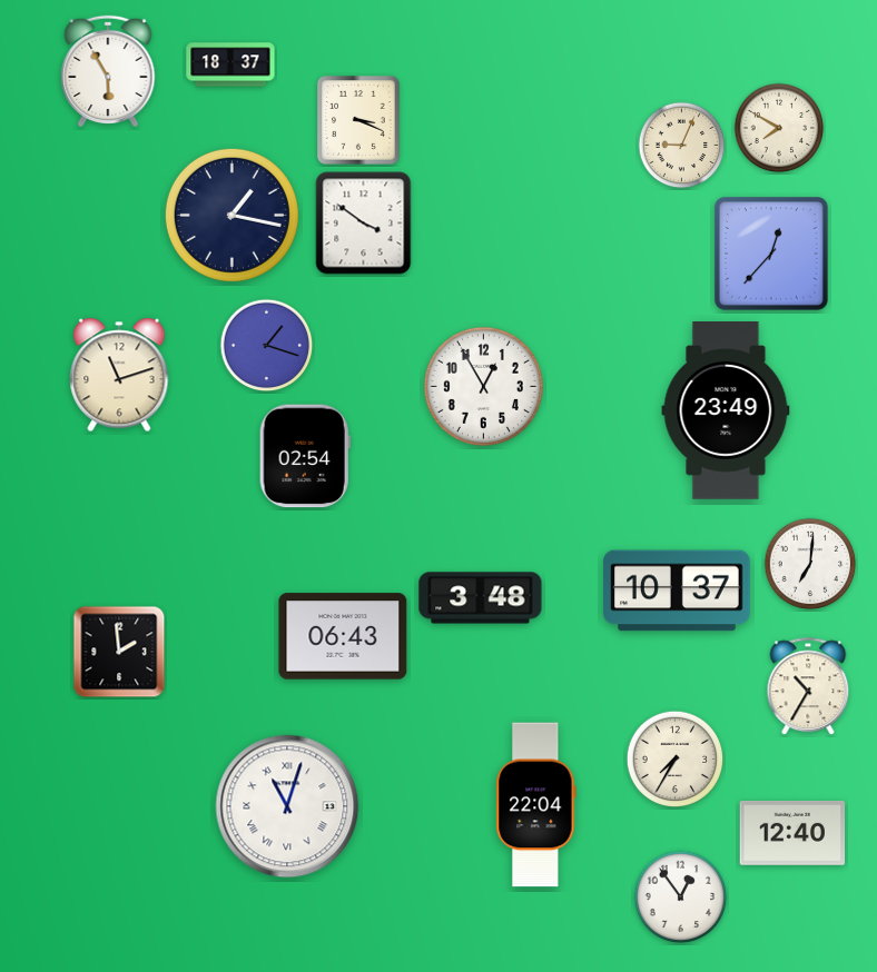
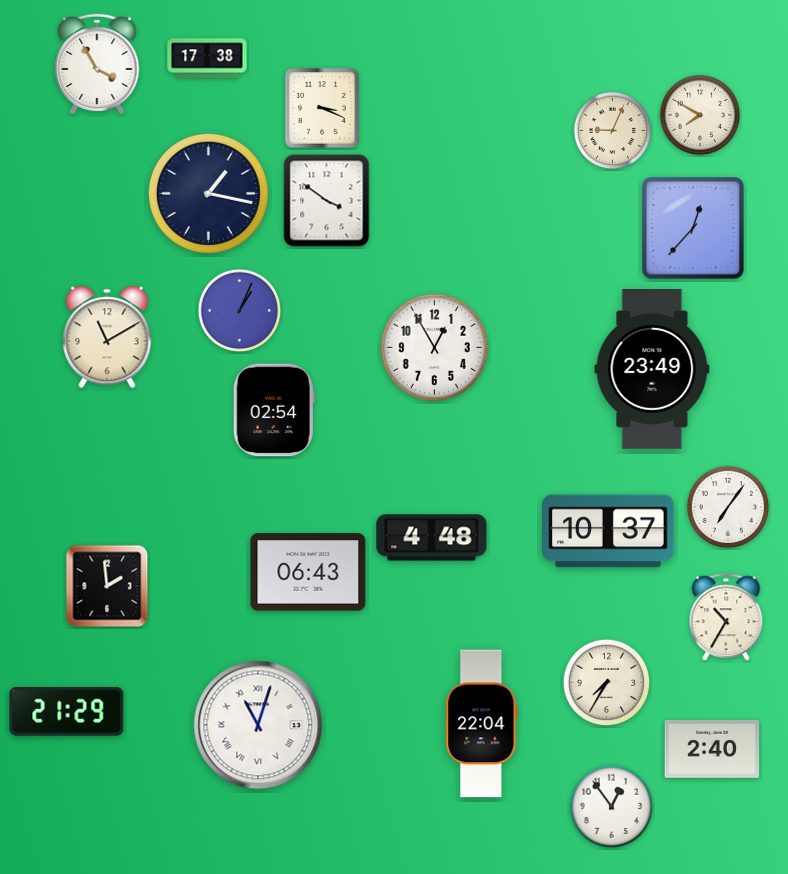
clock at (230, 65): 18:37 -> 17:38
clock at (108, 70): 5:55 -> 3:55
clock at (267, 346): 1:18 -> 1:04
clock at (119, 375): 11:12 -> 11:10
clock at (810, 564): 7:01 -> 7:06
clock at (481, 598): 3:48 -> 4:48
clock at (67, 711): none -> 21:29
clock at (792, 834): 12:40 -> 2:40
